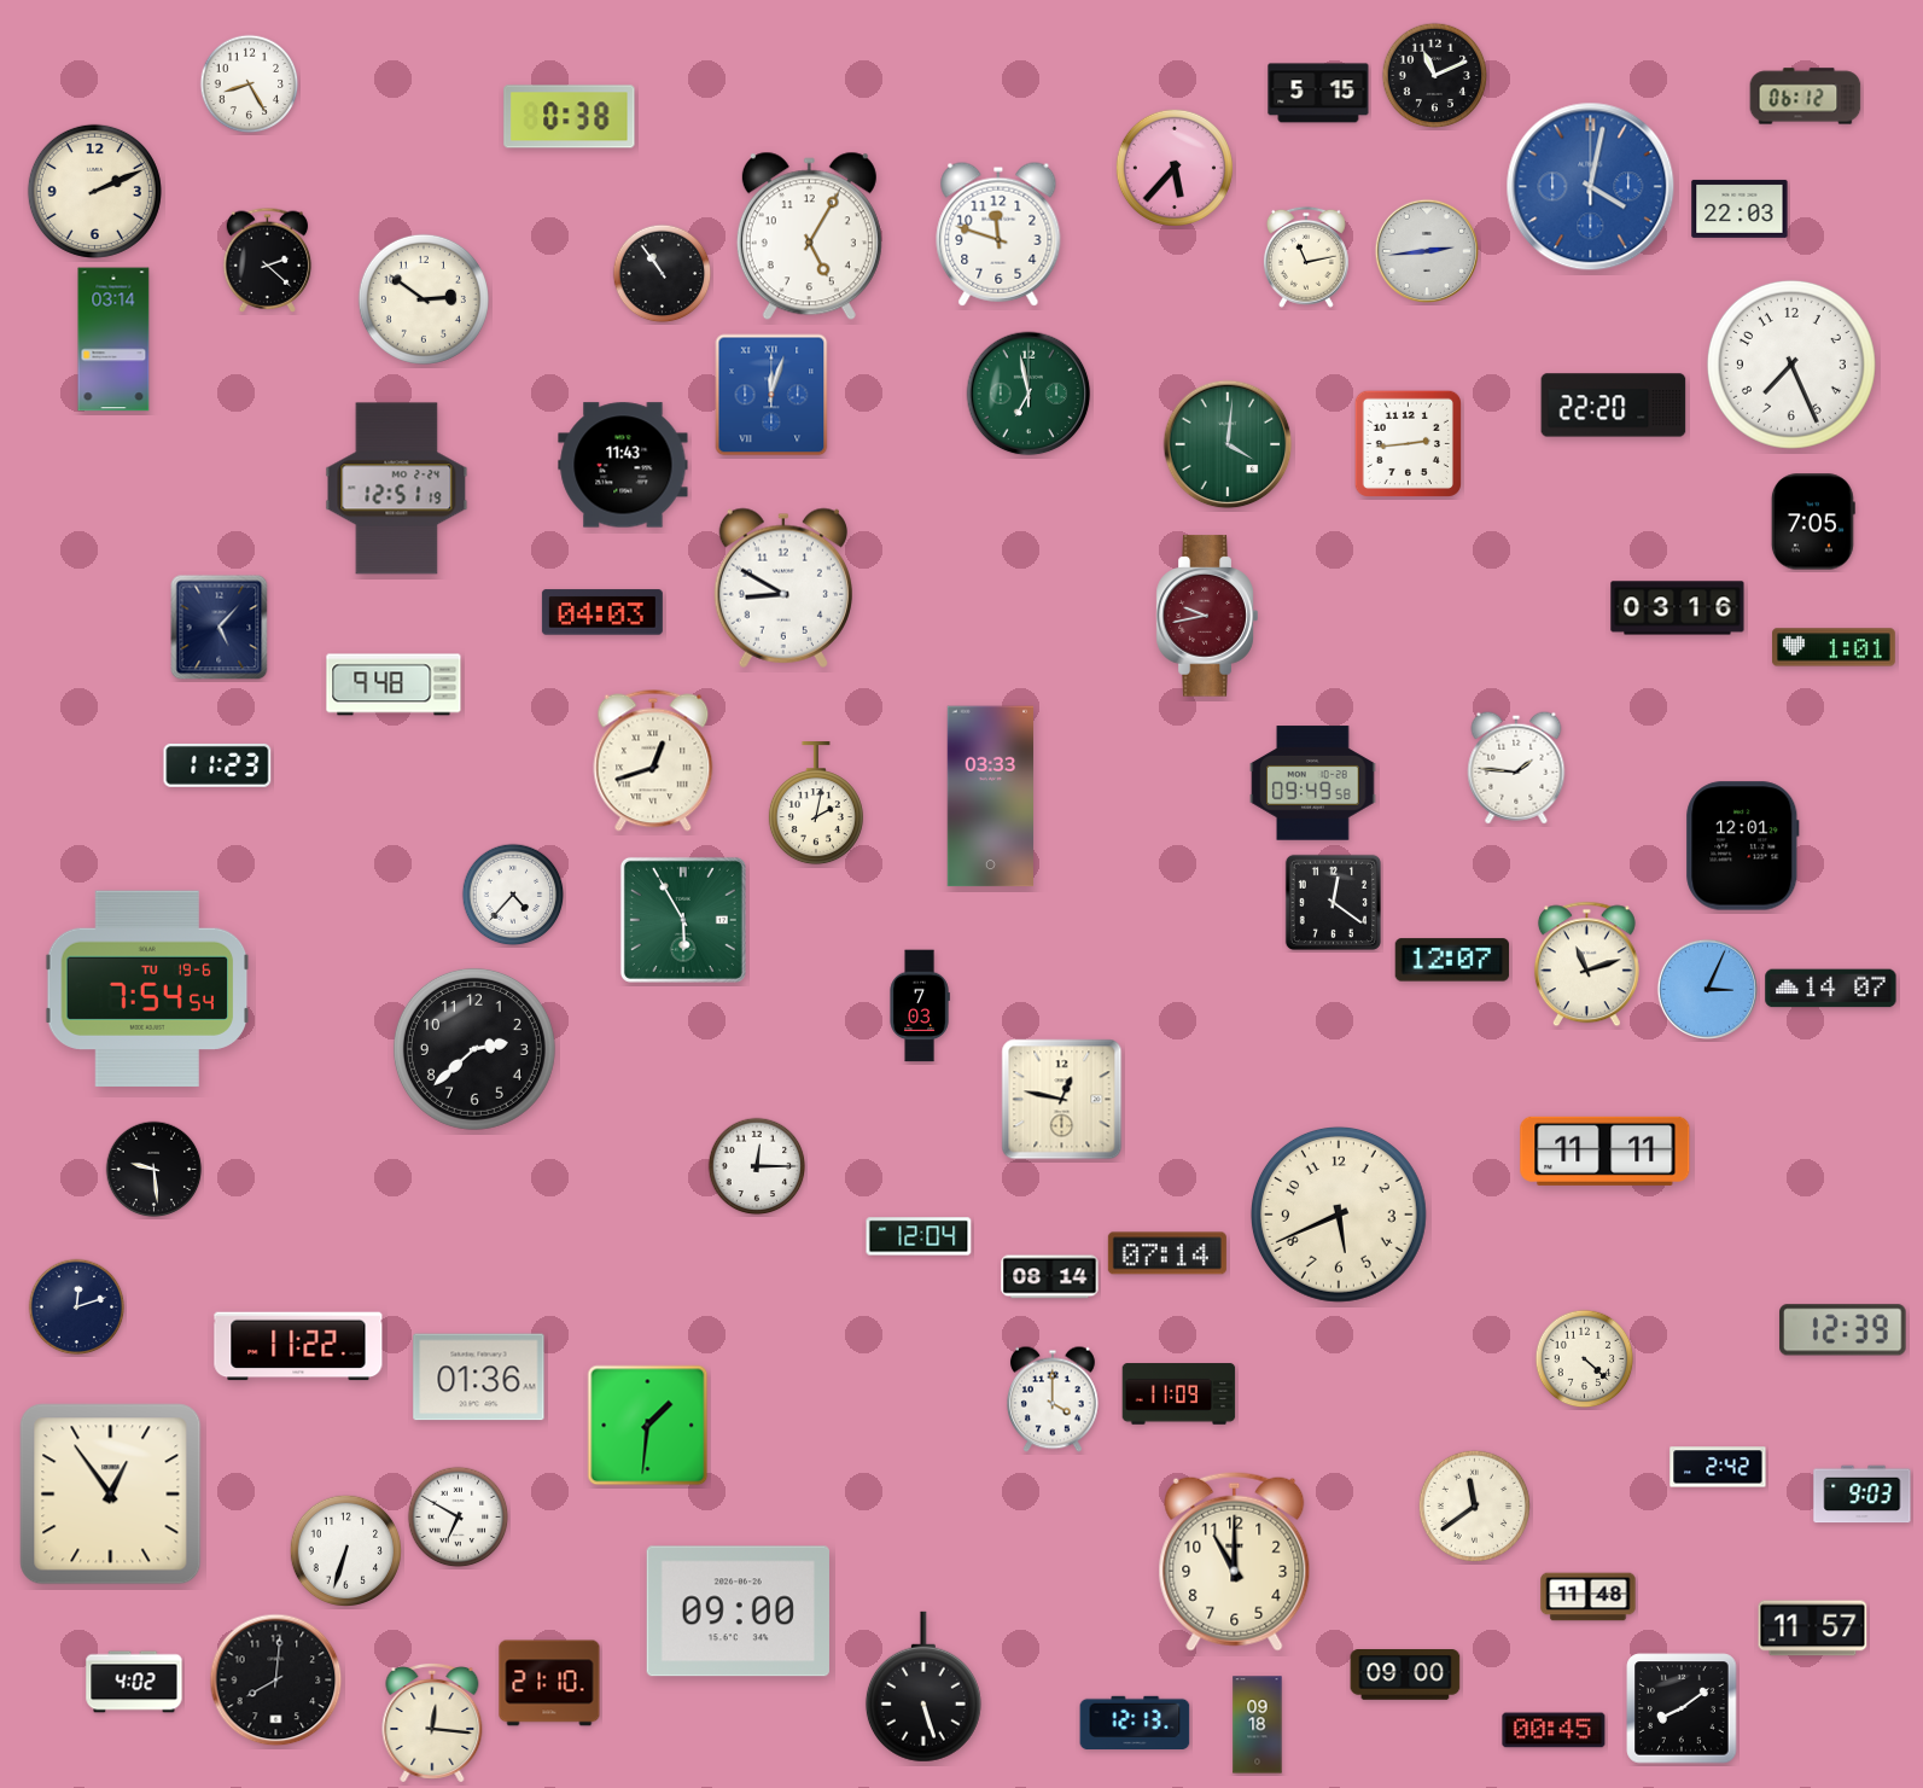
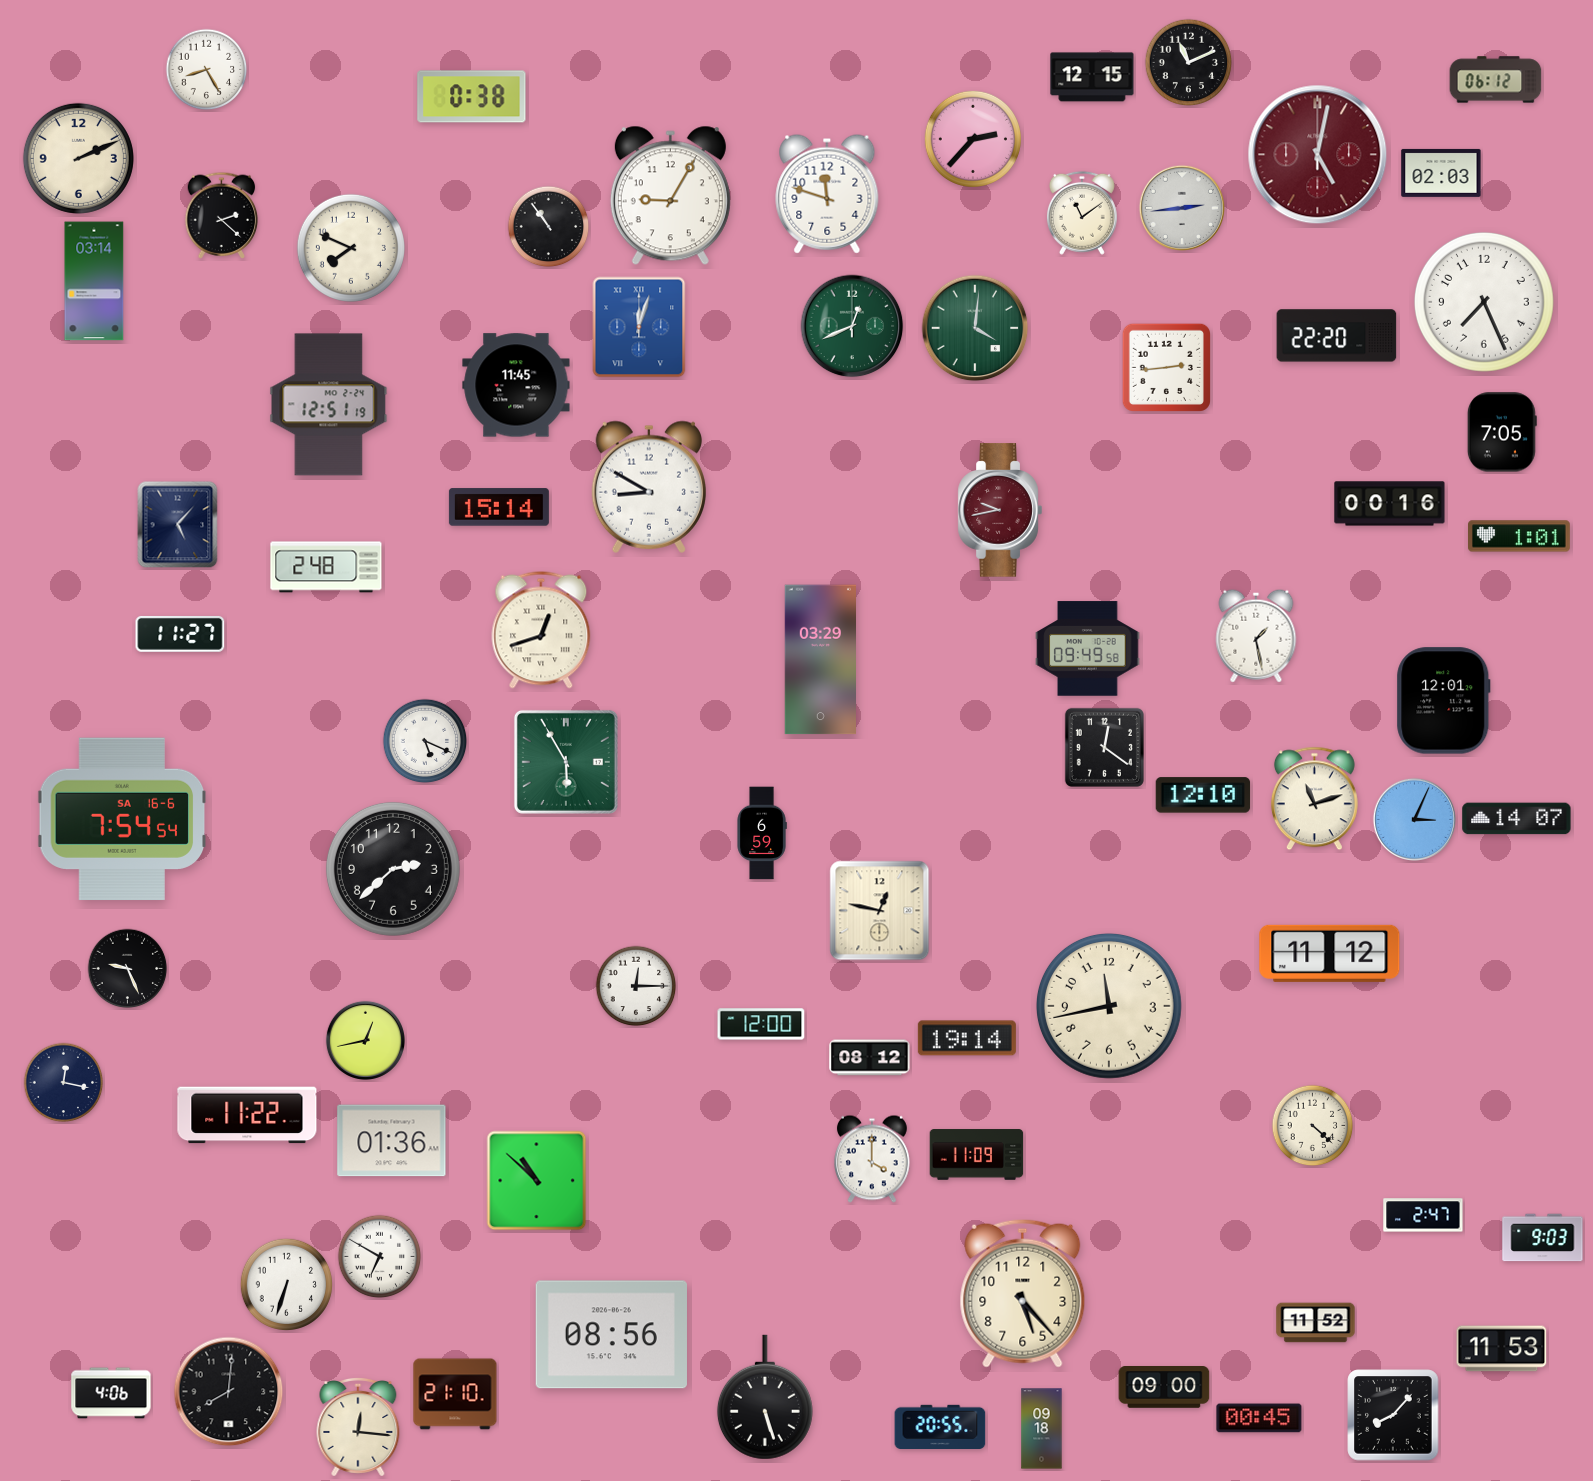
clock at (1318, 93): 5:15 -> 12:15
clock at (1173, 167): 5:37 -> 2:37
clock at (1591, 187): 4:02 -> 5:02
clock at (1591, 187) dial: blue -> burgundy
clock at (1740, 209): 22:03 -> 02:03
clock at (809, 237): 5:05 -> 9:05
clock at (1306, 257): 11:13 -> 11:09
clock at (424, 299): 2:51 -> 7:49
clock at (1028, 394): 6:58 -> 12:41
clock at (1228, 444) position: (1228, 444) -> (975, 328)
clock at (623, 465): 11:43 -> 11:45
clock at (1678, 608): 03:16 -> 00:16
clock at (602, 612): 04:03 -> 15:14
clock at (220, 628) position: (220, 628) -> (178, 525)
clock at (394, 685): 9:48 -> 2:48
clock at (217, 765): 11:23 -> 11:27
clock at (1516, 768): 1:46 -> 1:28
clock at (991, 797): 03:33 -> 03:29
clock at (816, 804): 2:02 -> none
clock at (513, 895): 4:37 -> 5:19
clock at (1452, 960): 12:07 -> 12:10
clock at (147, 989) date: TU 19-6 -> SA 16-6
clock at (920, 1006): 7:03 -> 6:59
clock at (1606, 1151): 11:11 -> 11:12
clock at (757, 1166) position: (757, 1166) -> (636, 986)
clock at (155, 1170): 9:29 -> 9:26
clock at (1339, 1215): 5:41 -> 11:43
clock at (919, 1236): 12:04 -> 12:00
clock at (1167, 1253): 07:14 -> 19:14
clock at (365, 1040): none -> 12:43
clock at (1050, 1277): 08:14 -> 08:12
clock at (77, 1307): 12:12 -> 12:17
clock at (1843, 1330): 12:39 -> none
clock at (479, 1378) position: (479, 1378) -> (392, 1141)
clock at (648, 1426): 1:31 -> 10:52
clock at (1718, 1467): 2:42 -> 2:47
clock at (111, 1495): 12:54 -> none
clock at (1474, 1505): 11:39 -> none
clock at (1235, 1561): 11:00 -> 5:23
clock at (1589, 1597): 11:48 -> 11:52
clock at (738, 1612): 09:00 -> 08:56
clock at (1813, 1629): 11:57 -> 11:53
clock at (134, 1682): 4:02 -> 4:06
clock at (1682, 1708): 8:09 -> 8:07
clock at (1135, 1722): 12:13 -> 20:55
clock at (1554, 1730) position: (1554, 1730) -> (1259, 1418)
